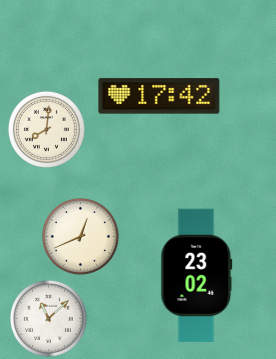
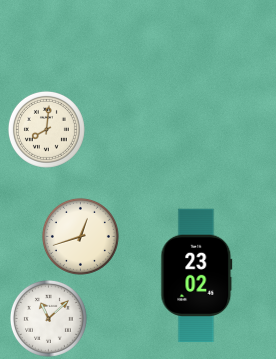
clock at (159, 96): 17:42 -> none
clock at (80, 236): 12:41 -> 12:42
